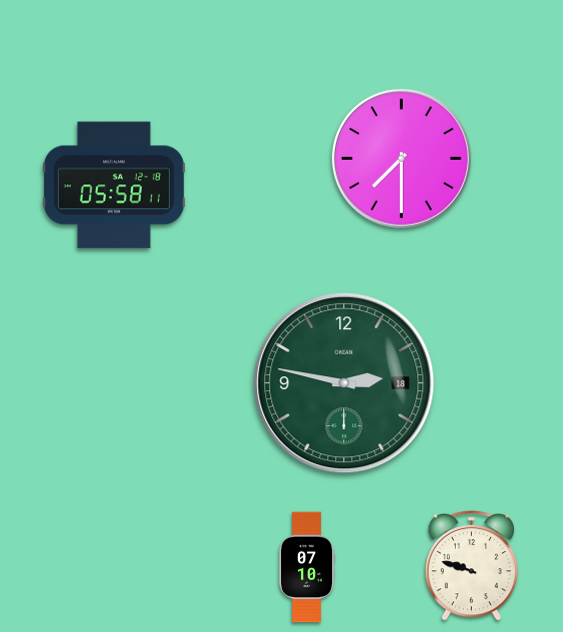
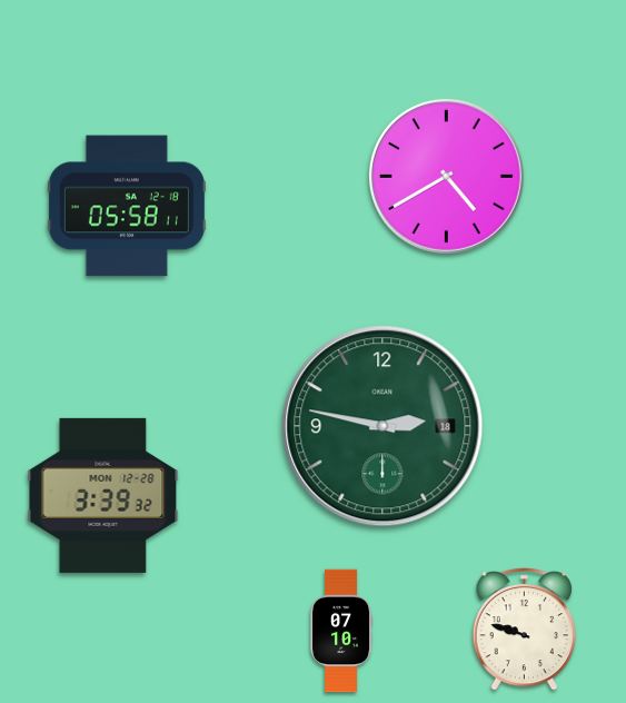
clock at (401, 158): 7:30 -> 4:40
clock at (103, 495): none -> 3:39
